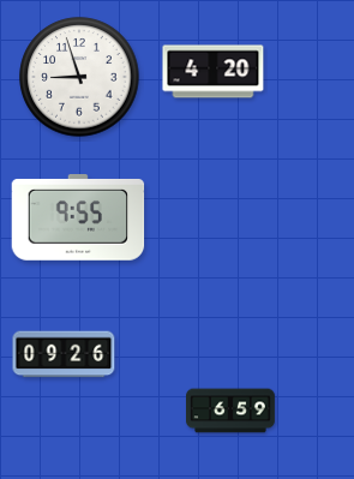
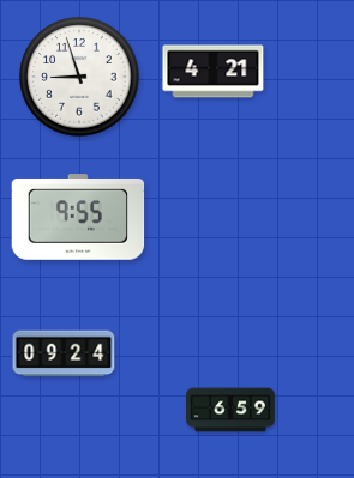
clock at (214, 72): 4:20 -> 4:21
clock at (64, 354): 09:26 -> 09:24
